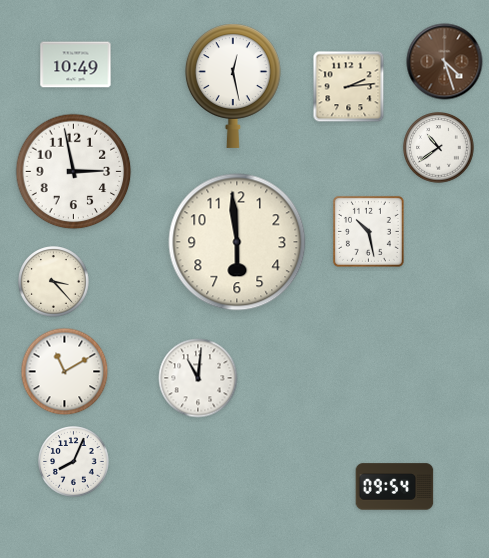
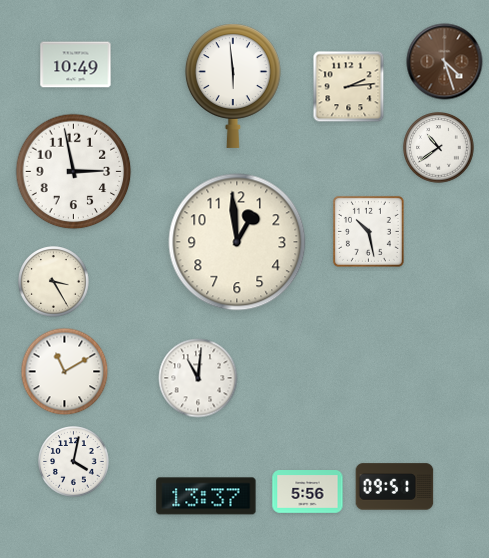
clock at (233, 86): 12:28 -> 5:59
clock at (237, 242): 5:59 -> 12:59
clock at (54, 282): 3:23 -> 3:25
clock at (74, 462): 8:04 -> 4:02
clock at (395, 487): 09:54 -> 09:51
clock at (308, 492): none -> 5:56
clock at (206, 496): none -> 13:37
